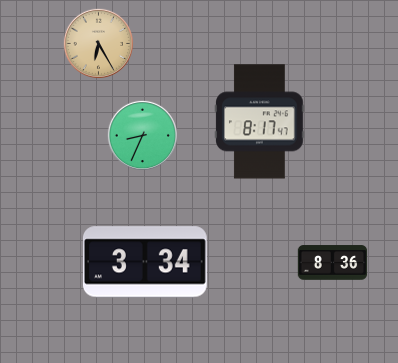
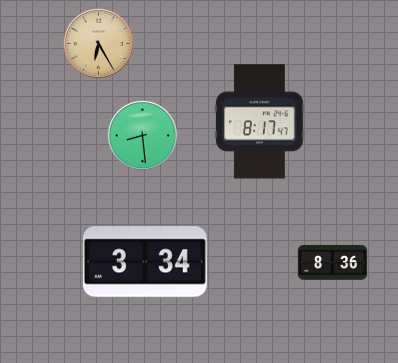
clock at (142, 135): 8:34 -> 8:29
